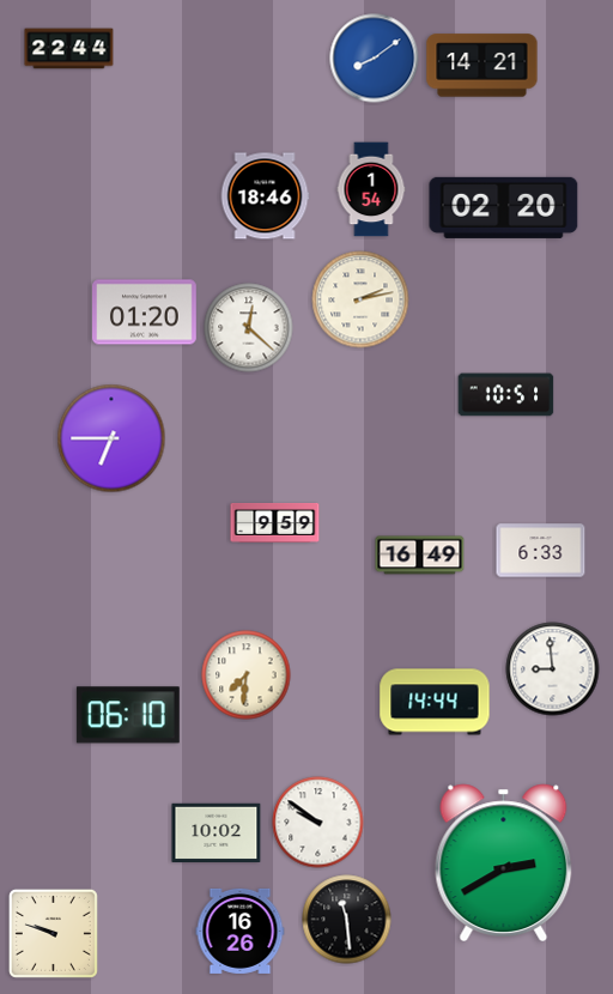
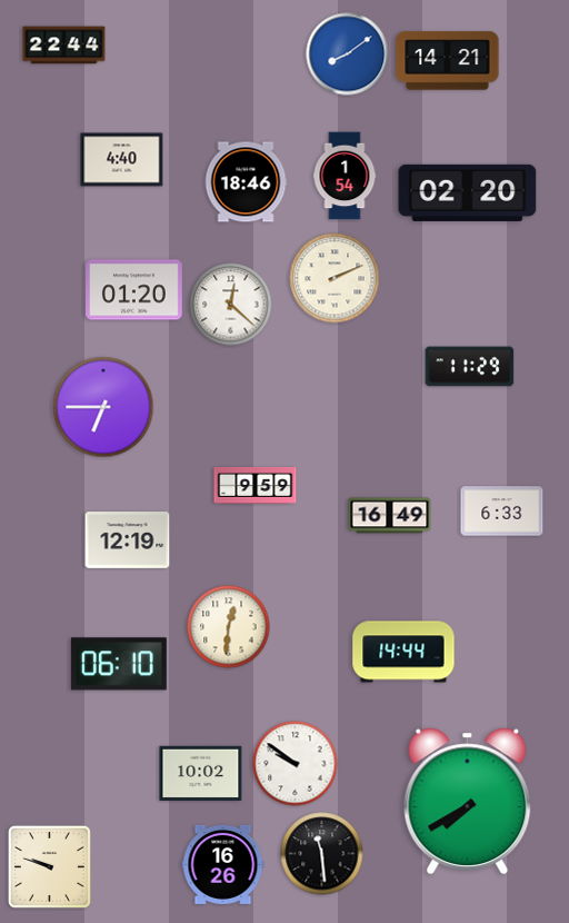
clock at (122, 160): none -> 4:40
clock at (360, 299): 2:13 -> 2:11
clock at (506, 395): 10:51 -> 11:29
clock at (128, 540): none -> 12:19
clock at (553, 669): 8:59 -> none
clock at (247, 675): 7:31 -> 12:31
clock at (504, 862): 2:40 -> 7:40
